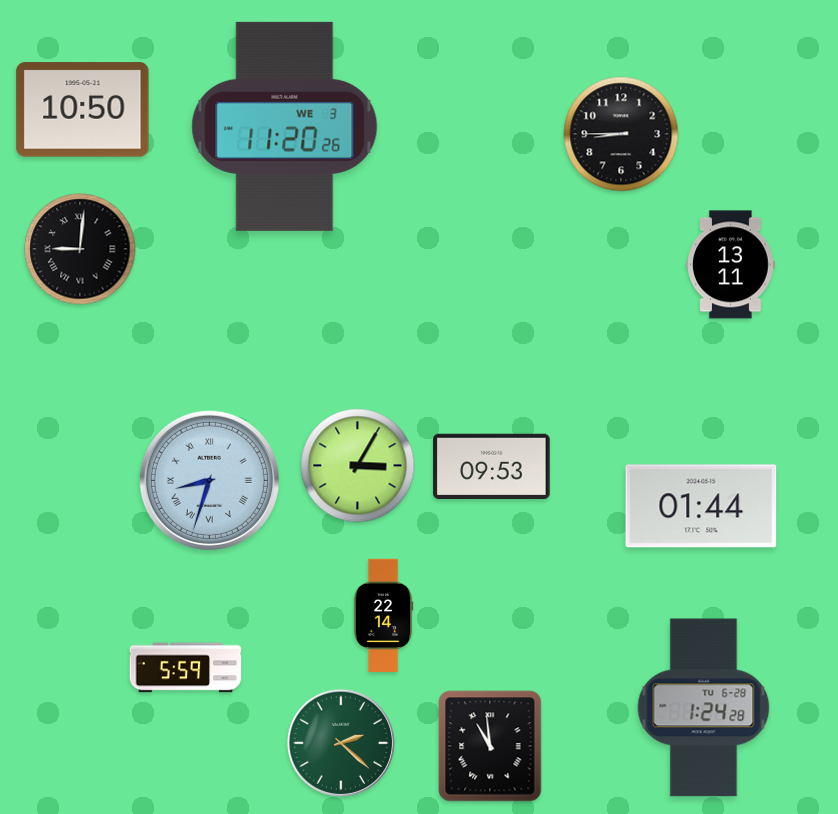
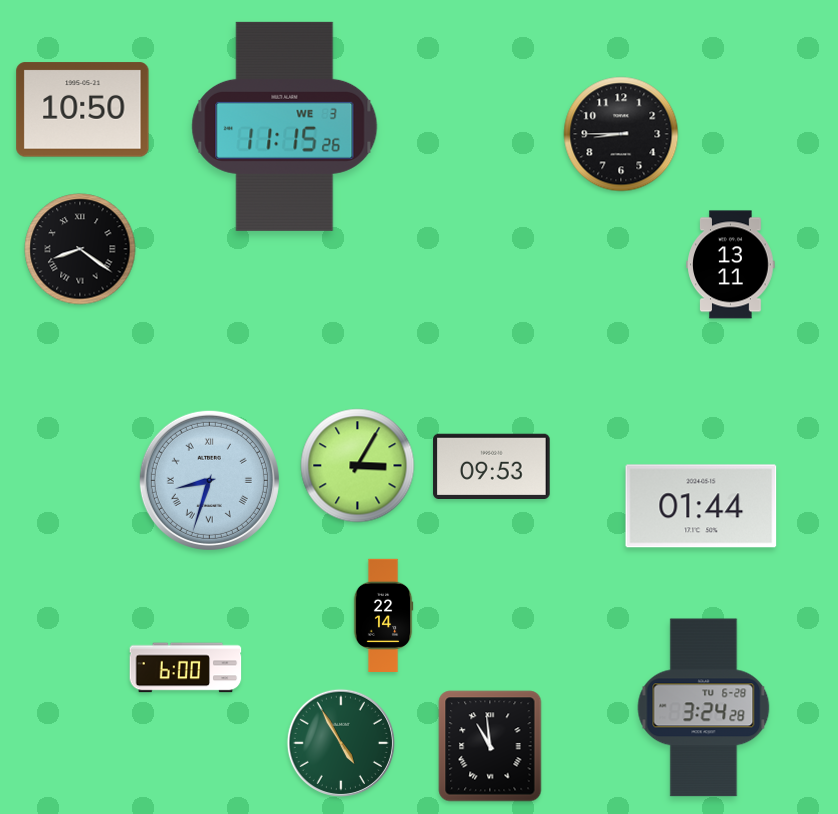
clock at (285, 126): 11:20 -> 11:15
clock at (80, 249): 9:01 -> 8:21
clock at (186, 668): 5:59 -> 6:00
clock at (704, 708): 1:24 -> 3:24
clock at (341, 743): 2:22 -> 4:55
